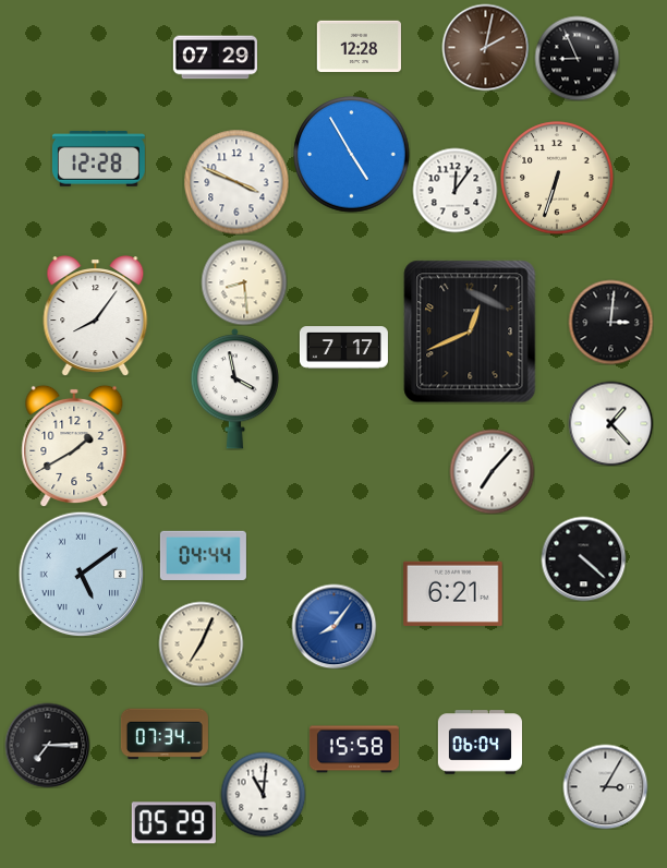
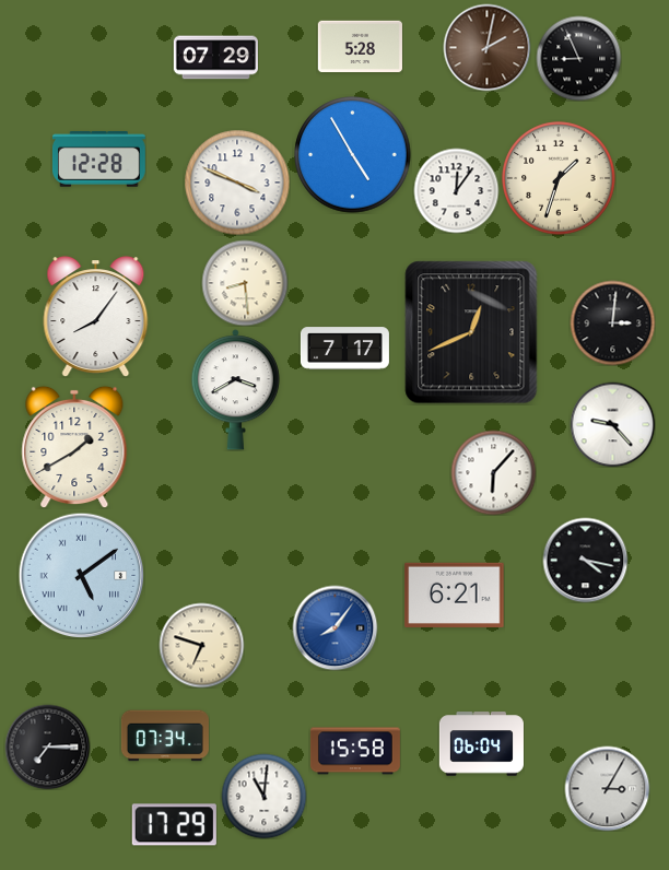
clock at (359, 46): 12:28 -> 5:28
clock at (557, 178): 6:33 -> 1:33
clock at (234, 389): 3:58 -> 3:40
clock at (610, 423): 1:23 -> 9:23
clock at (492, 471): 7:07 -> 6:07
clock at (203, 555): 04:44 -> none
clock at (583, 558): 4:22 -> 4:17
clock at (201, 643): 7:04 -> 6:48
clock at (173, 823): 05:29 -> 17:29
